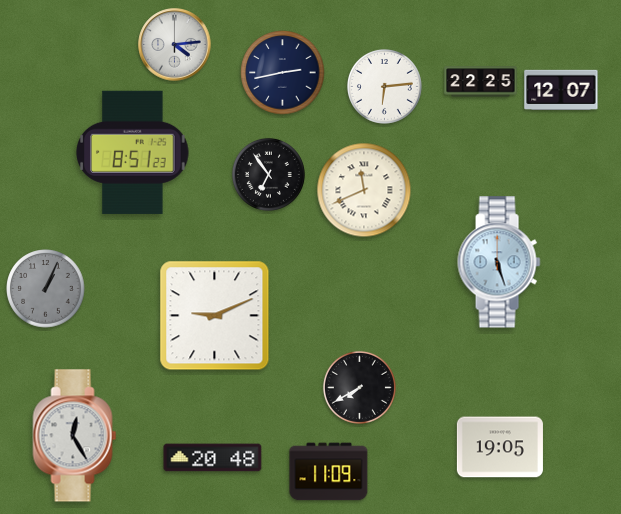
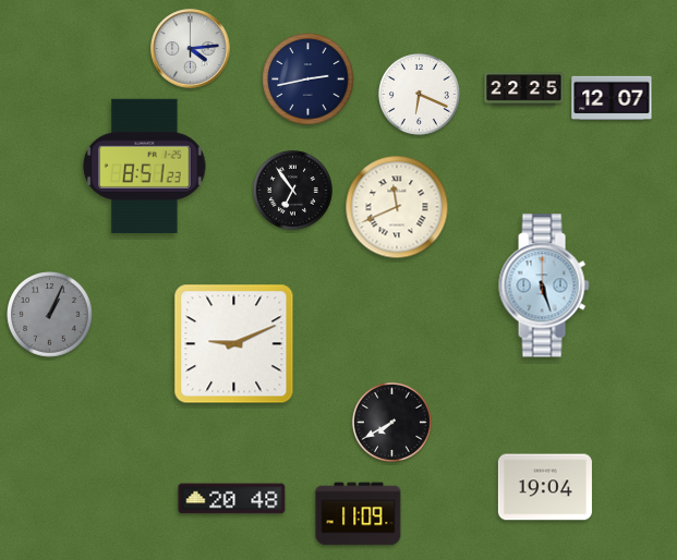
clock at (384, 86): 6:14 -> 6:19
clock at (75, 436): 12:25 -> none
clock at (500, 447): 19:05 -> 19:04
